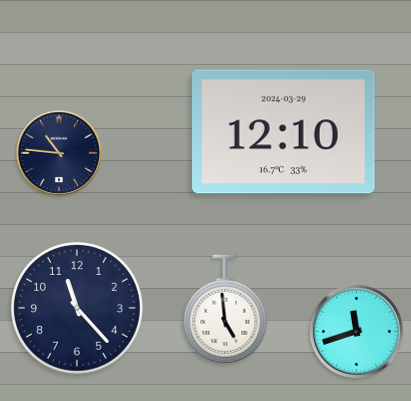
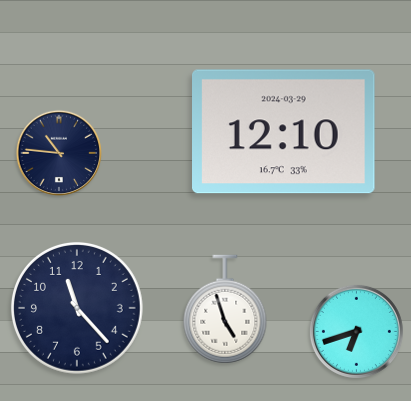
clock at (225, 309): 4:59 -> 4:57
clock at (356, 331): 11:42 -> 6:42
